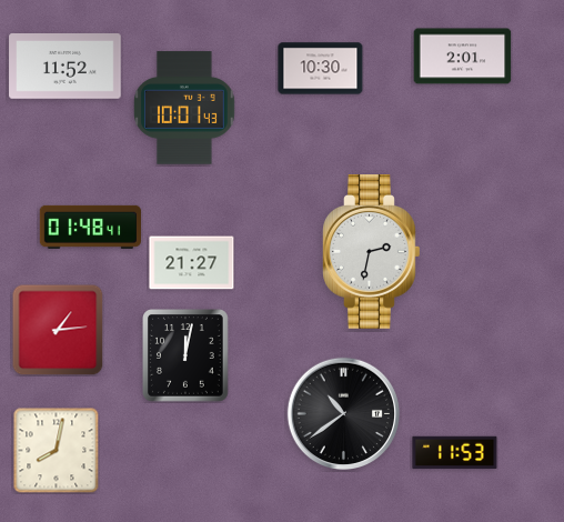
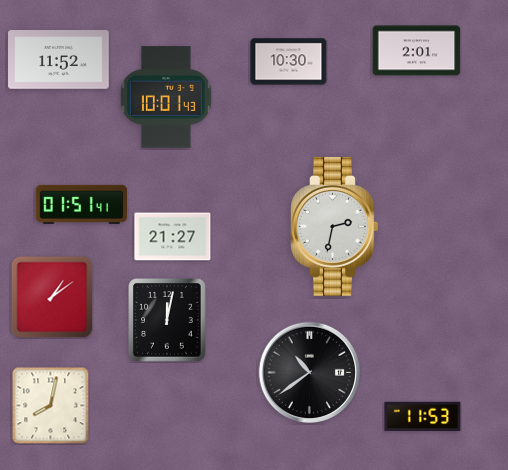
clock at (90, 227): 01:48 -> 01:51
clock at (58, 330): 1:14 -> 1:09
clock at (455, 453) position: (455, 453) -> (423, 417)
